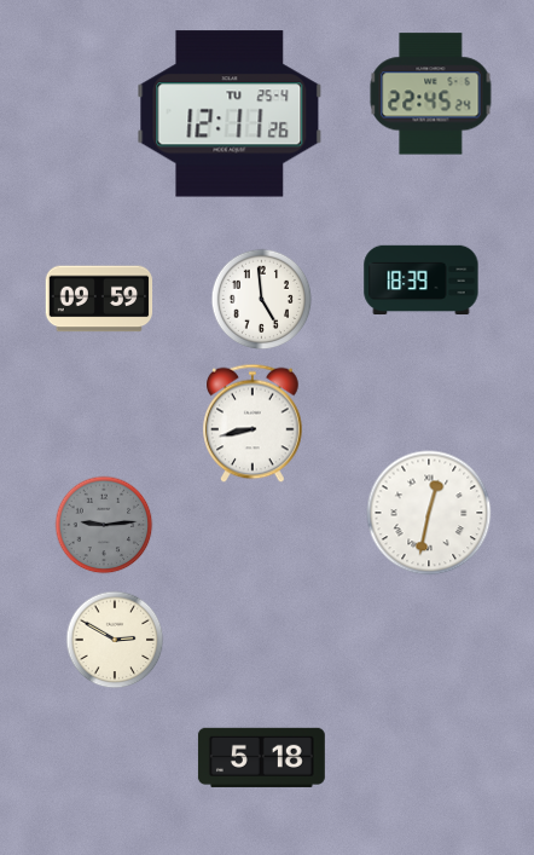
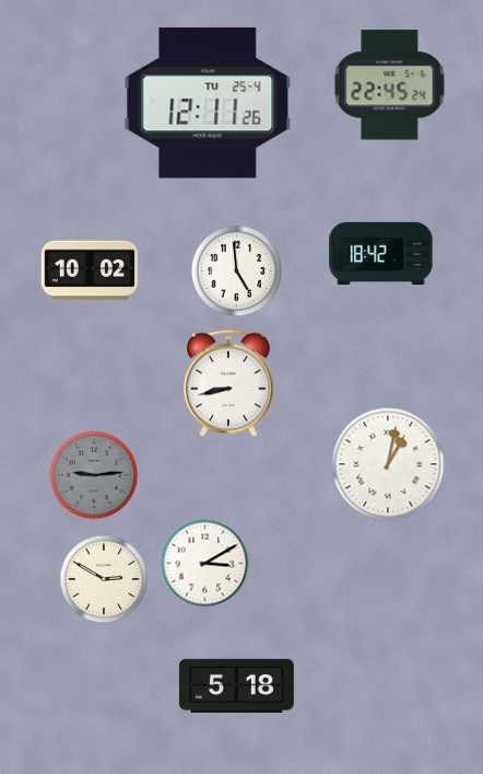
clock at (422, 281): 18:39 -> 18:42
clock at (99, 299): 09:59 -> 10:02
clock at (429, 513): 12:32 -> 1:02
clock at (205, 564): none -> 3:10
